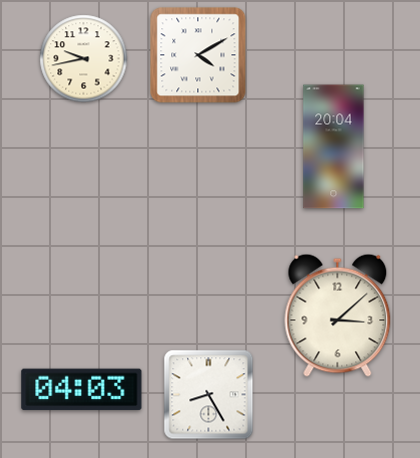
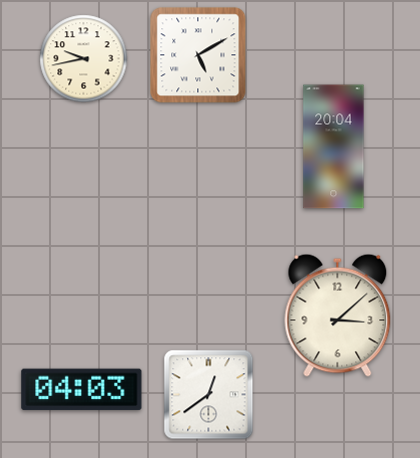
clock at (198, 55): 4:10 -> 5:10
clock at (209, 395): 8:25 -> 12:39
